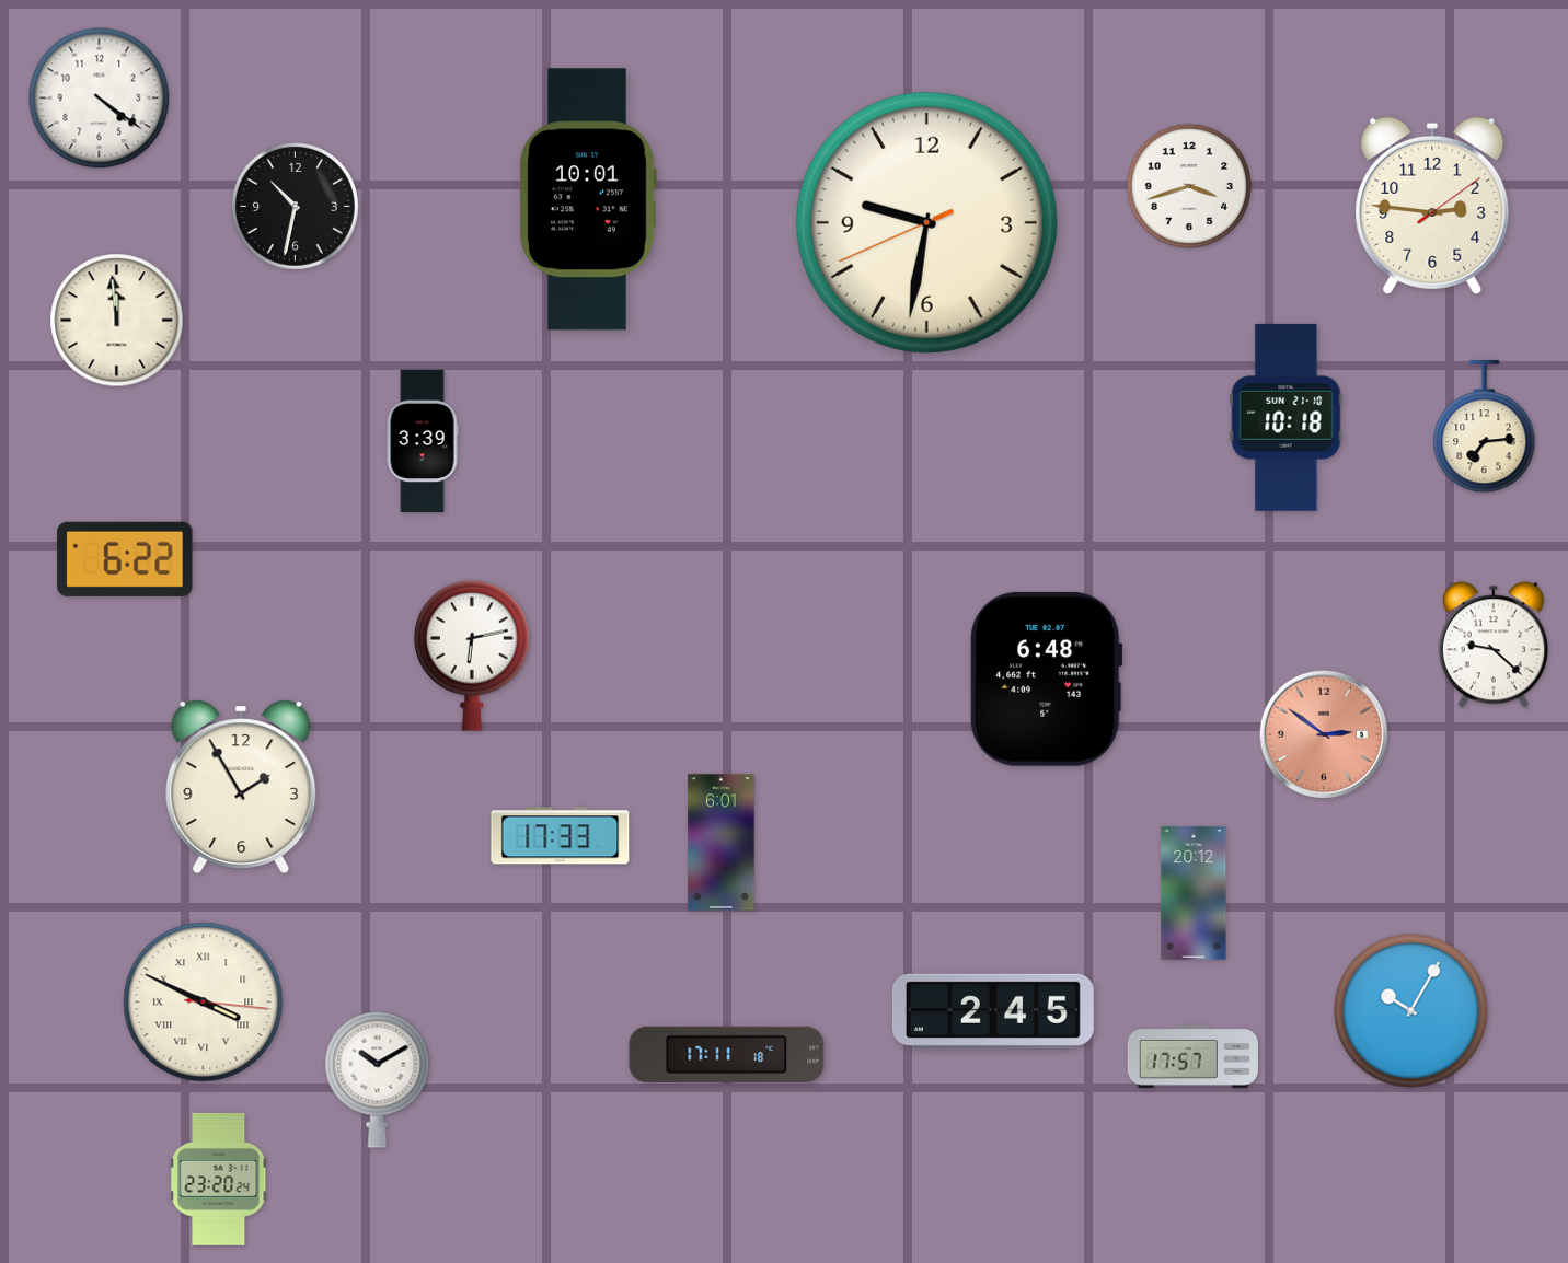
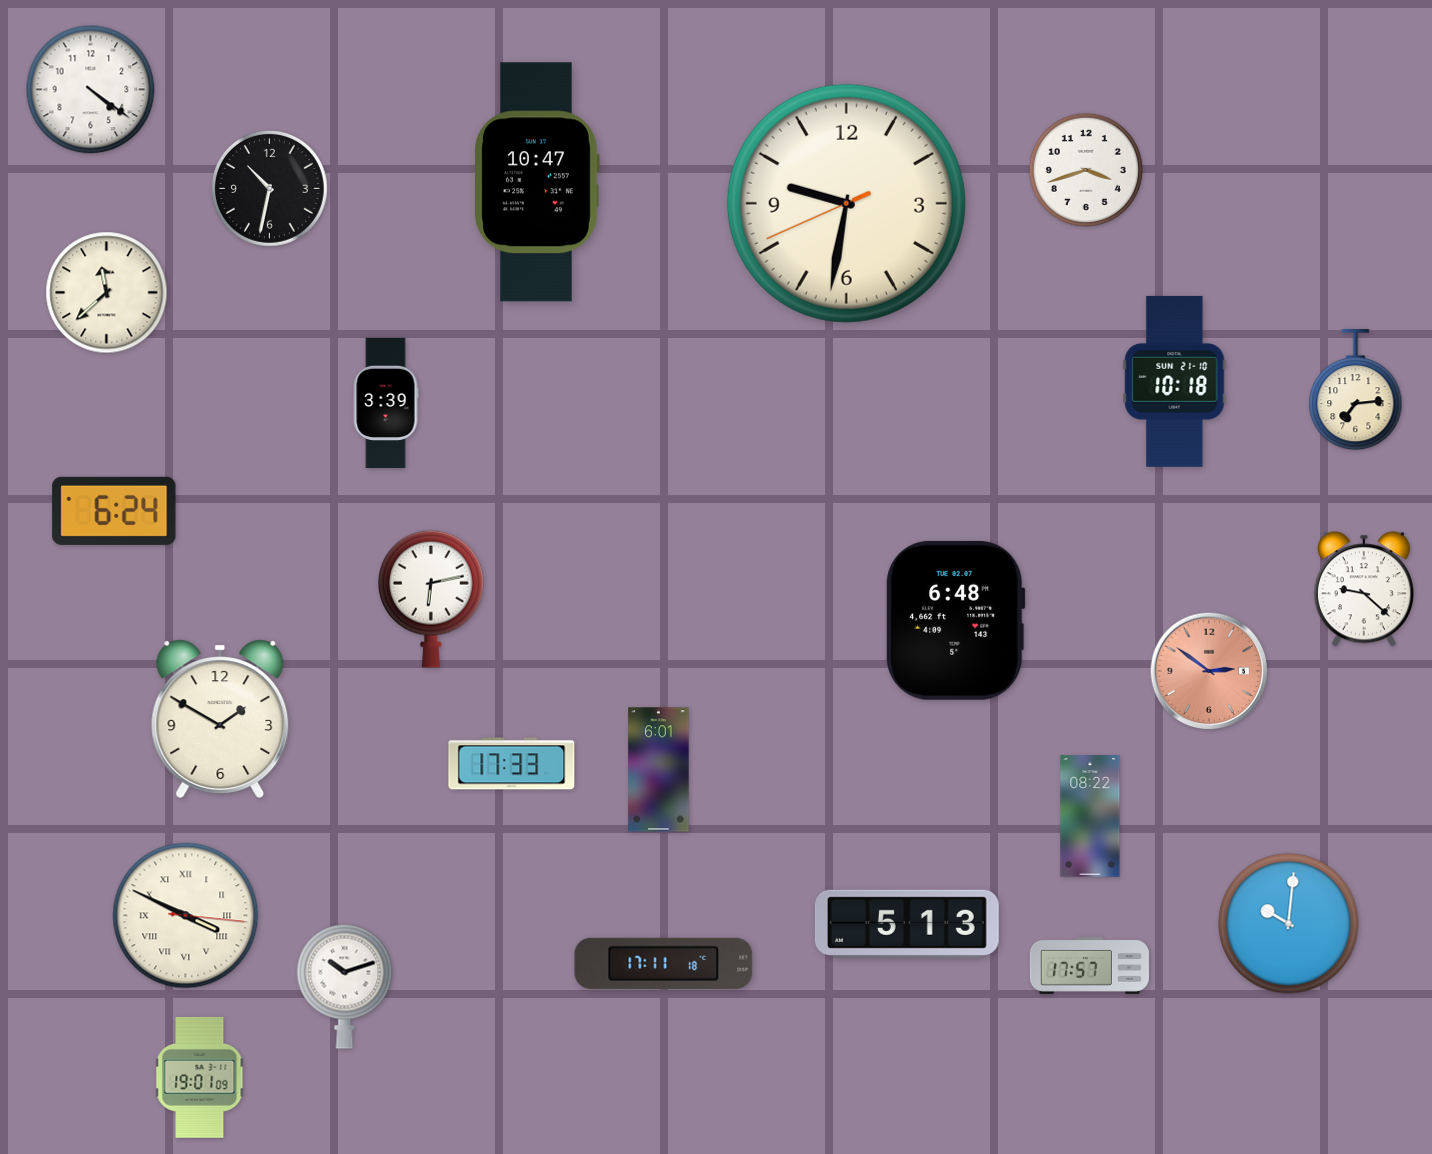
clock at (588, 199): 10:01 -> 10:47
clock at (1432, 205): 2:46 -> none
clock at (117, 321): 11:59 -> 11:38
clock at (125, 559): 6:22 -> 6:24
clock at (241, 787): 1:55 -> 1:50
clock at (1194, 893): 20:12 -> 08:22
clock at (993, 1011): 2:45 -> 5:13
clock at (1411, 1011): 10:05 -> 10:01
clock at (378, 1079): 10:10 -> 10:12
clock at (219, 1179): 23:20 -> 19:01
